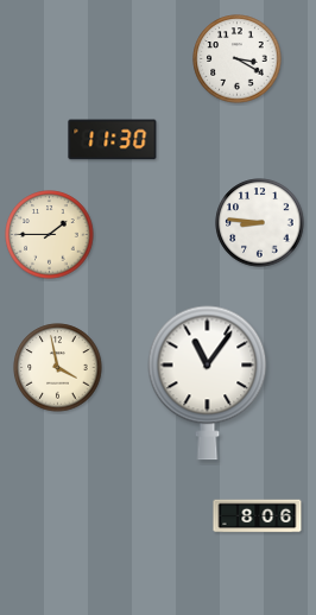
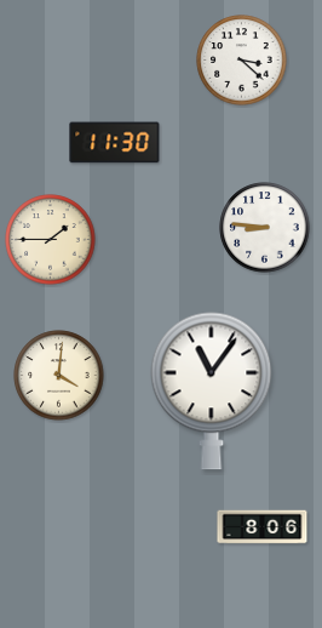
clock at (238, 59): 3:20 -> 3:22
clock at (58, 368): 3:58 -> 4:01
